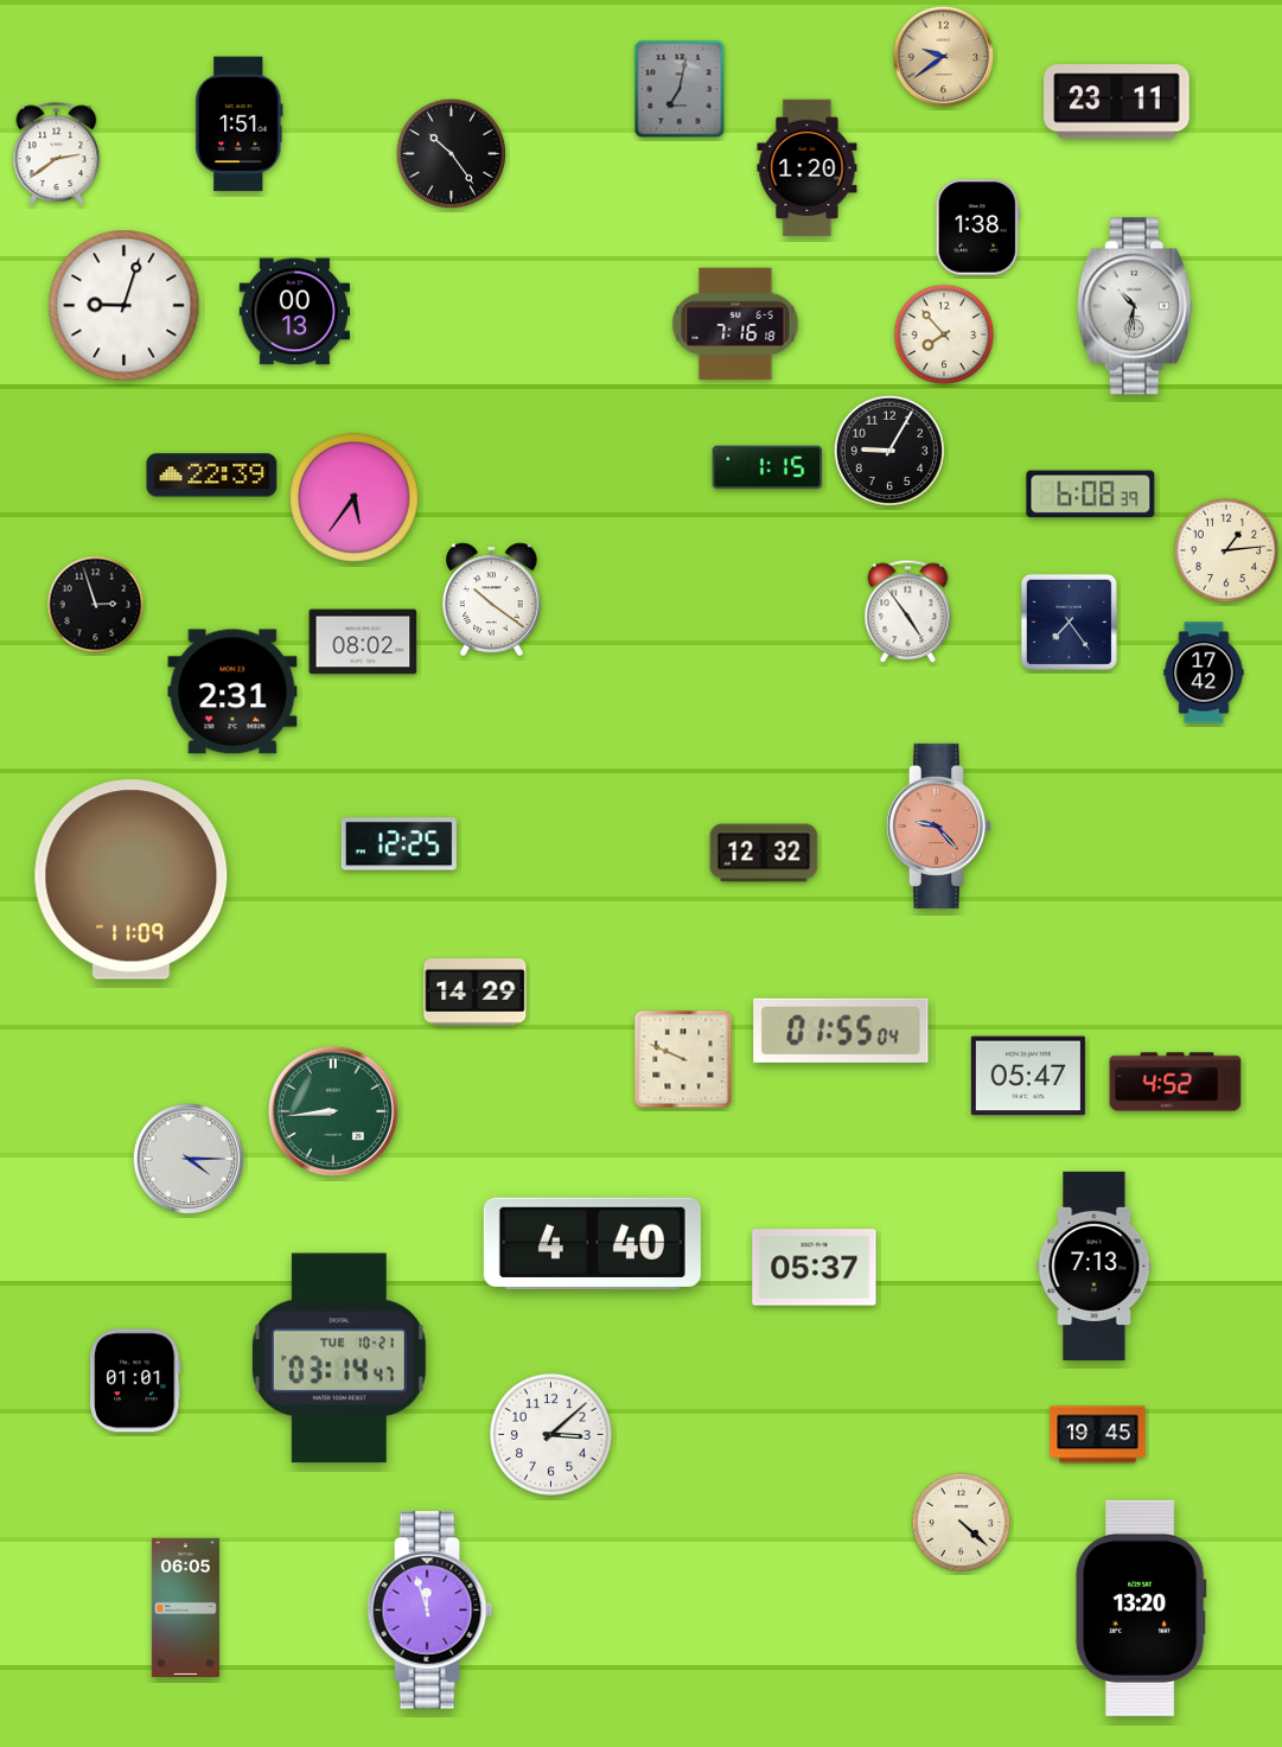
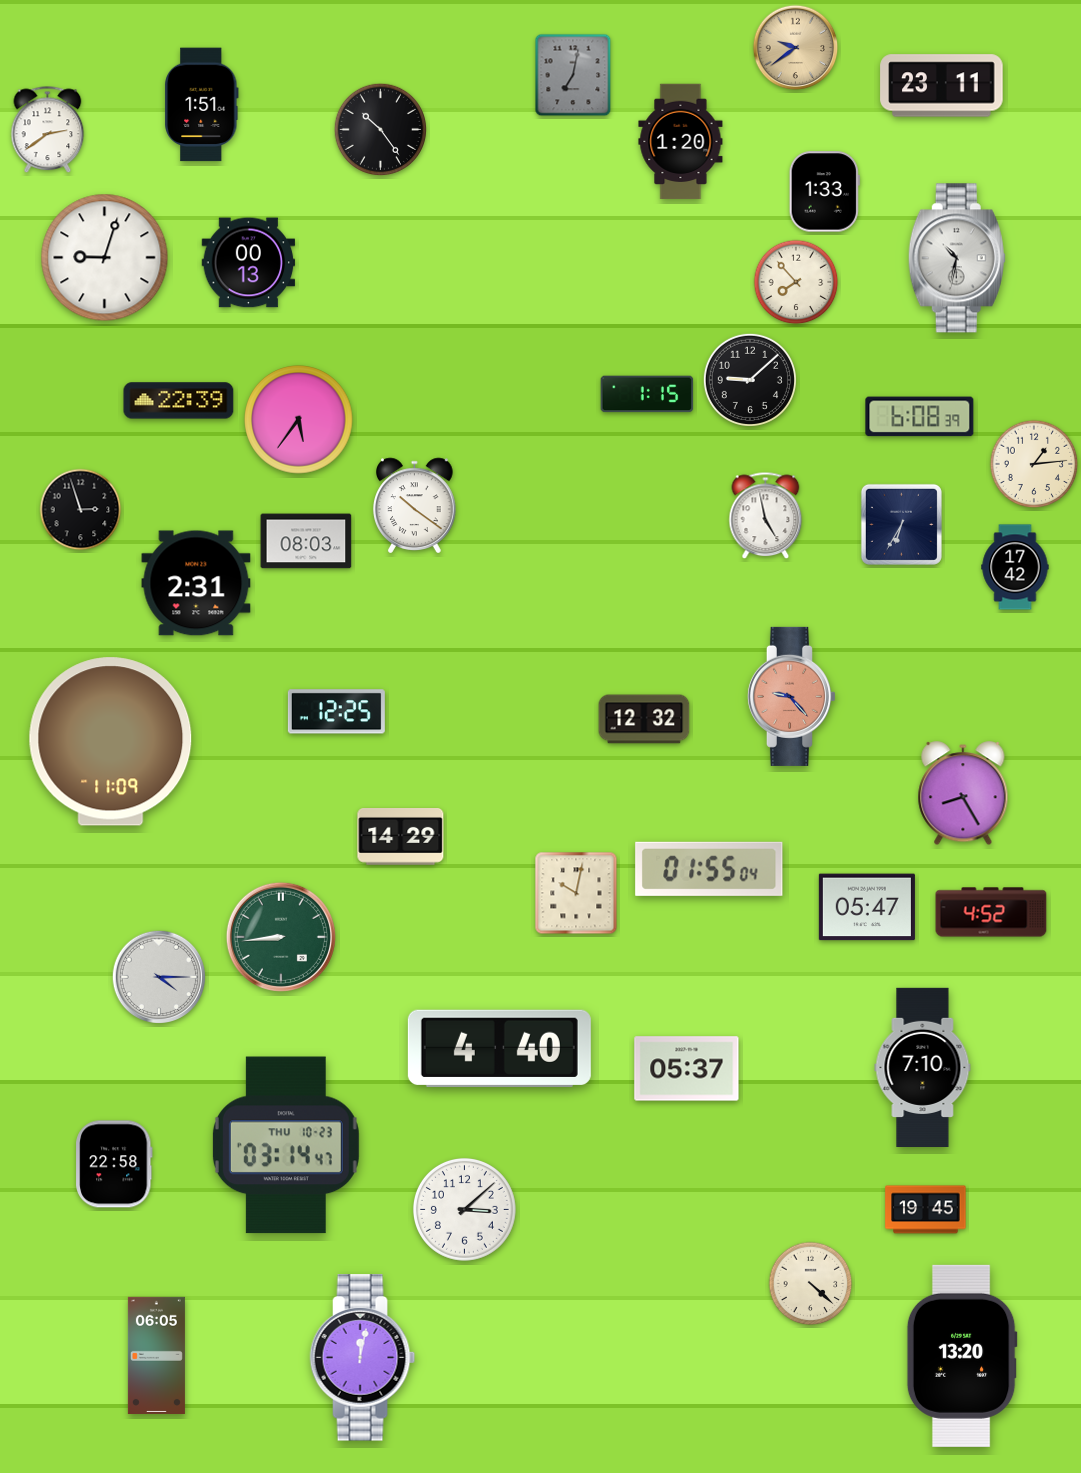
clock at (977, 228): 1:38 -> 1:33
clock at (735, 324): 7:16 -> none
clock at (889, 451): 9:05 -> 9:08
clock at (908, 612): 4:54 -> 4:58
clock at (1069, 621): 7:24 -> 6:35
clock at (363, 642): 08:02 -> 08:03
clock at (963, 794): none -> 8:25
clock at (683, 1059): 9:49 -> 10:02
clock at (1095, 1265): 7:13 -> 7:10
clock at (339, 1358) date: TUE 10-21 -> THU 10-23
clock at (135, 1381): 01:01 -> 22:58
clock at (430, 1611): 11:57 -> 12:02
